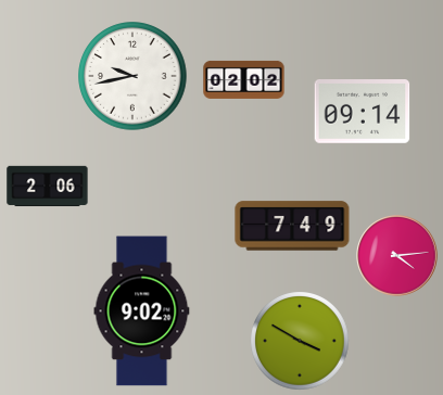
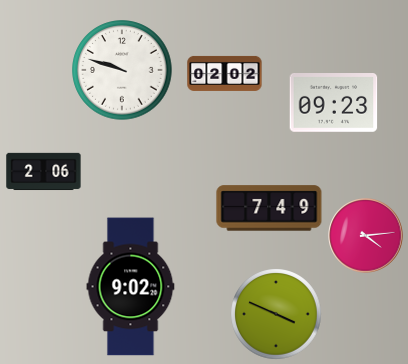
clock at (132, 76): 9:43 -> 9:48
clock at (363, 112): 09:14 -> 09:23
clock at (301, 342): 3:50 -> 3:49
